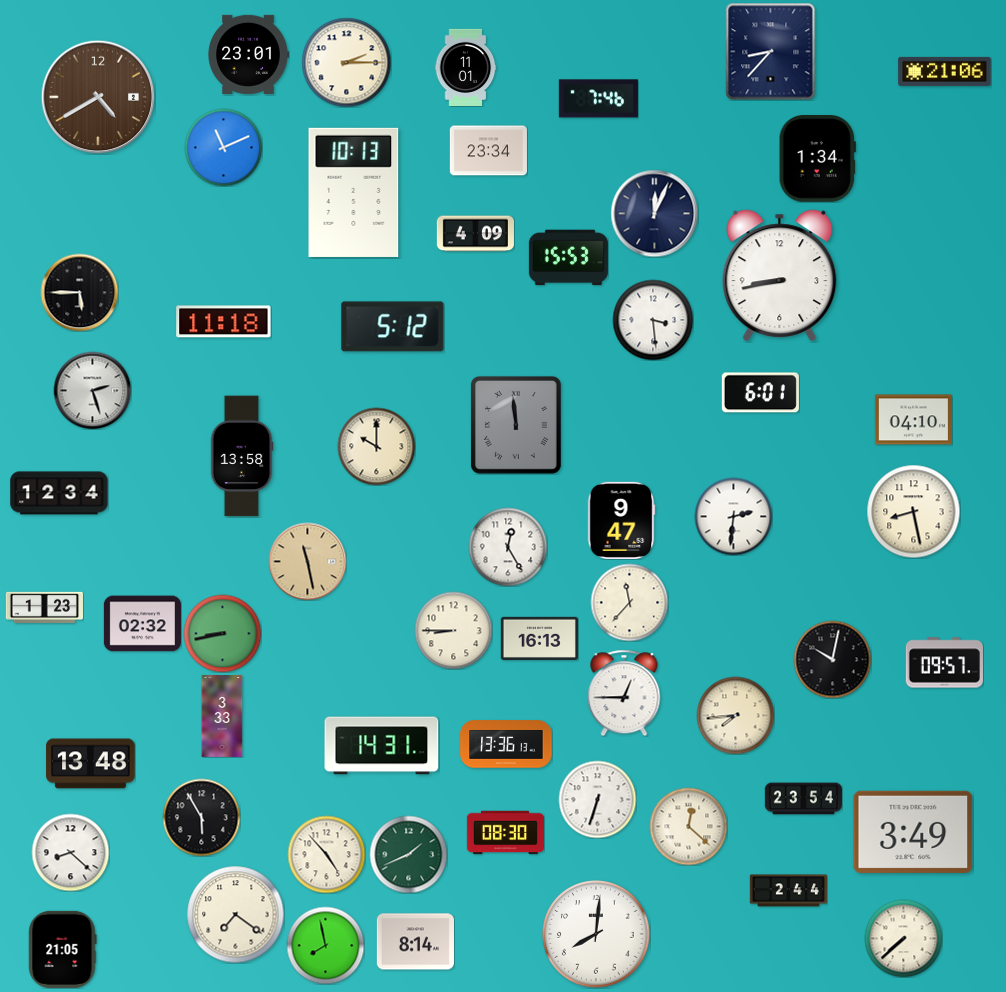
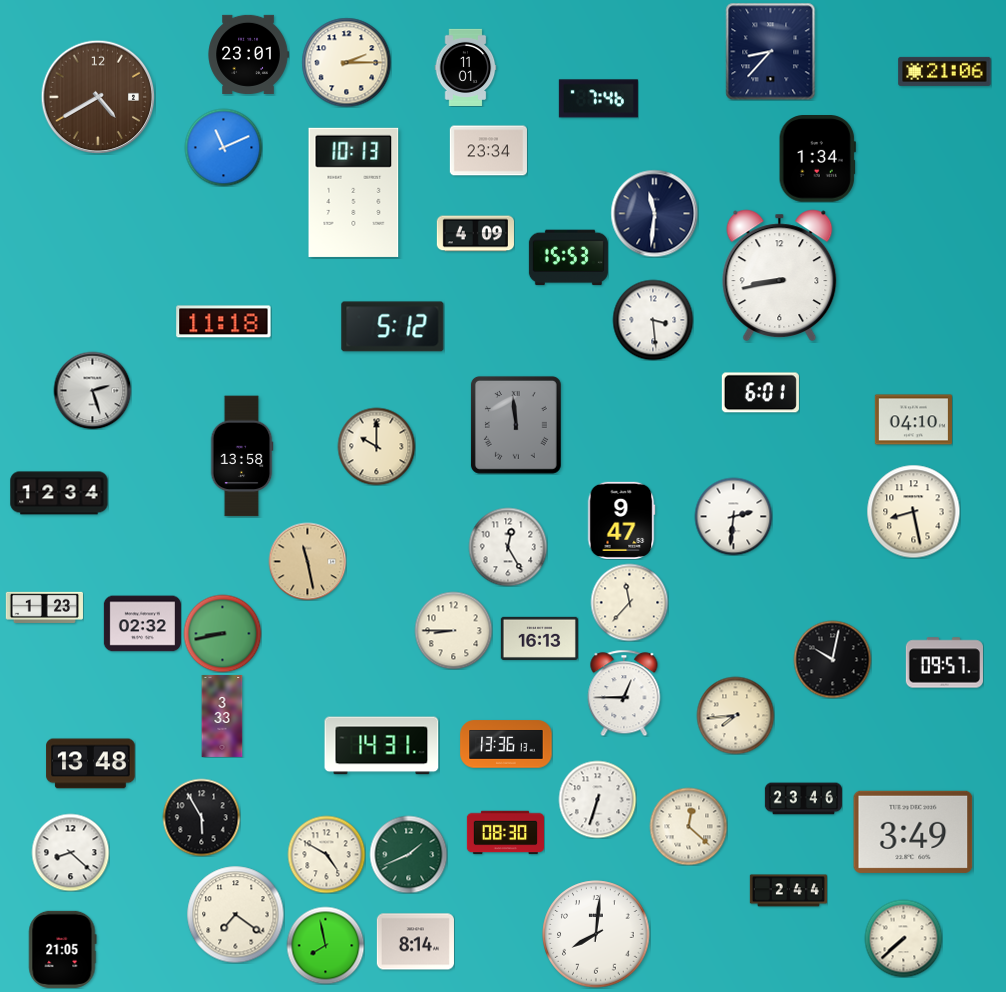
clock at (654, 213): 12:04 -> 11:31
clock at (79, 292): 5:45 -> none
clock at (803, 799): 23:54 -> 23:46
clock at (326, 854): 4:53 -> 4:50
